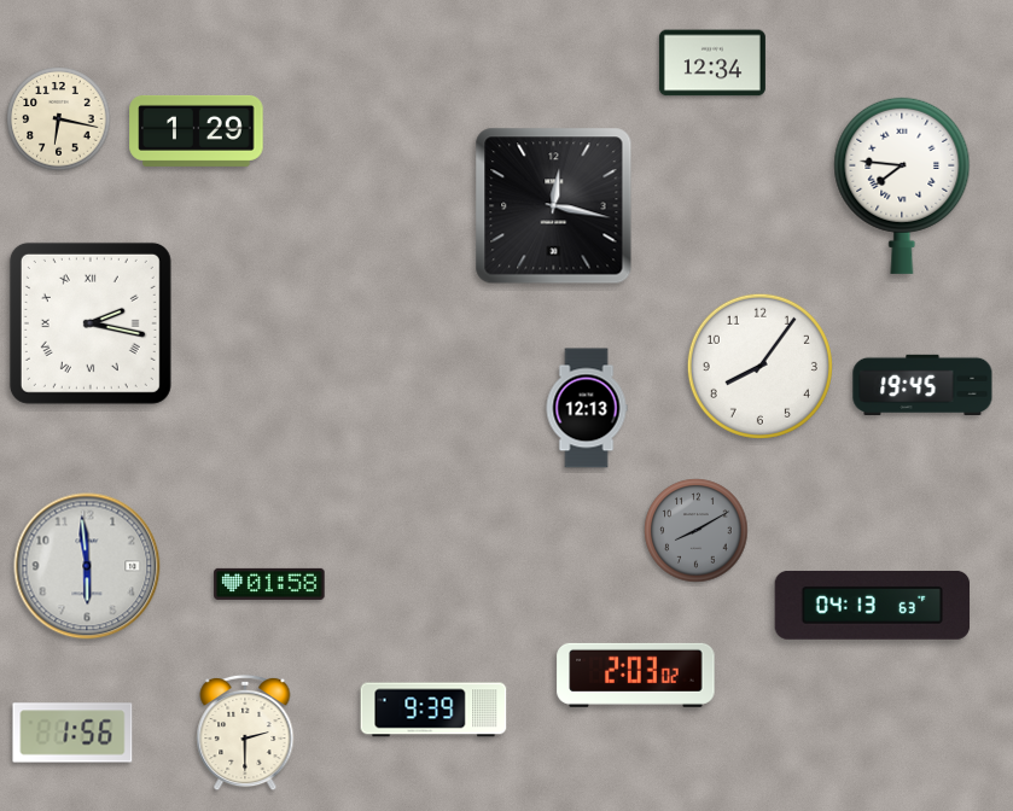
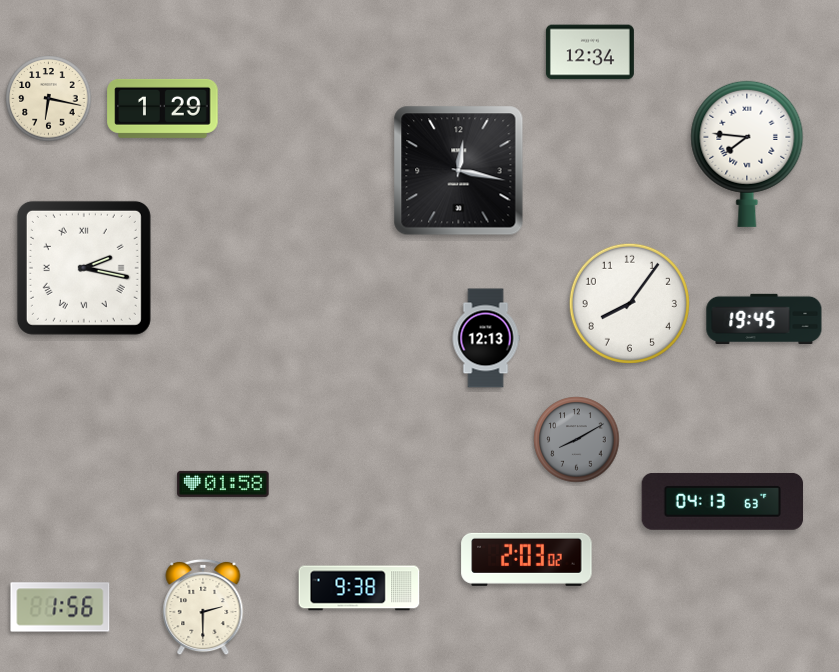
clock at (91, 323) position: (91, 323) -> (84, 268)
clock at (87, 566): 5:59 -> none
clock at (433, 710): 9:39 -> 9:38
